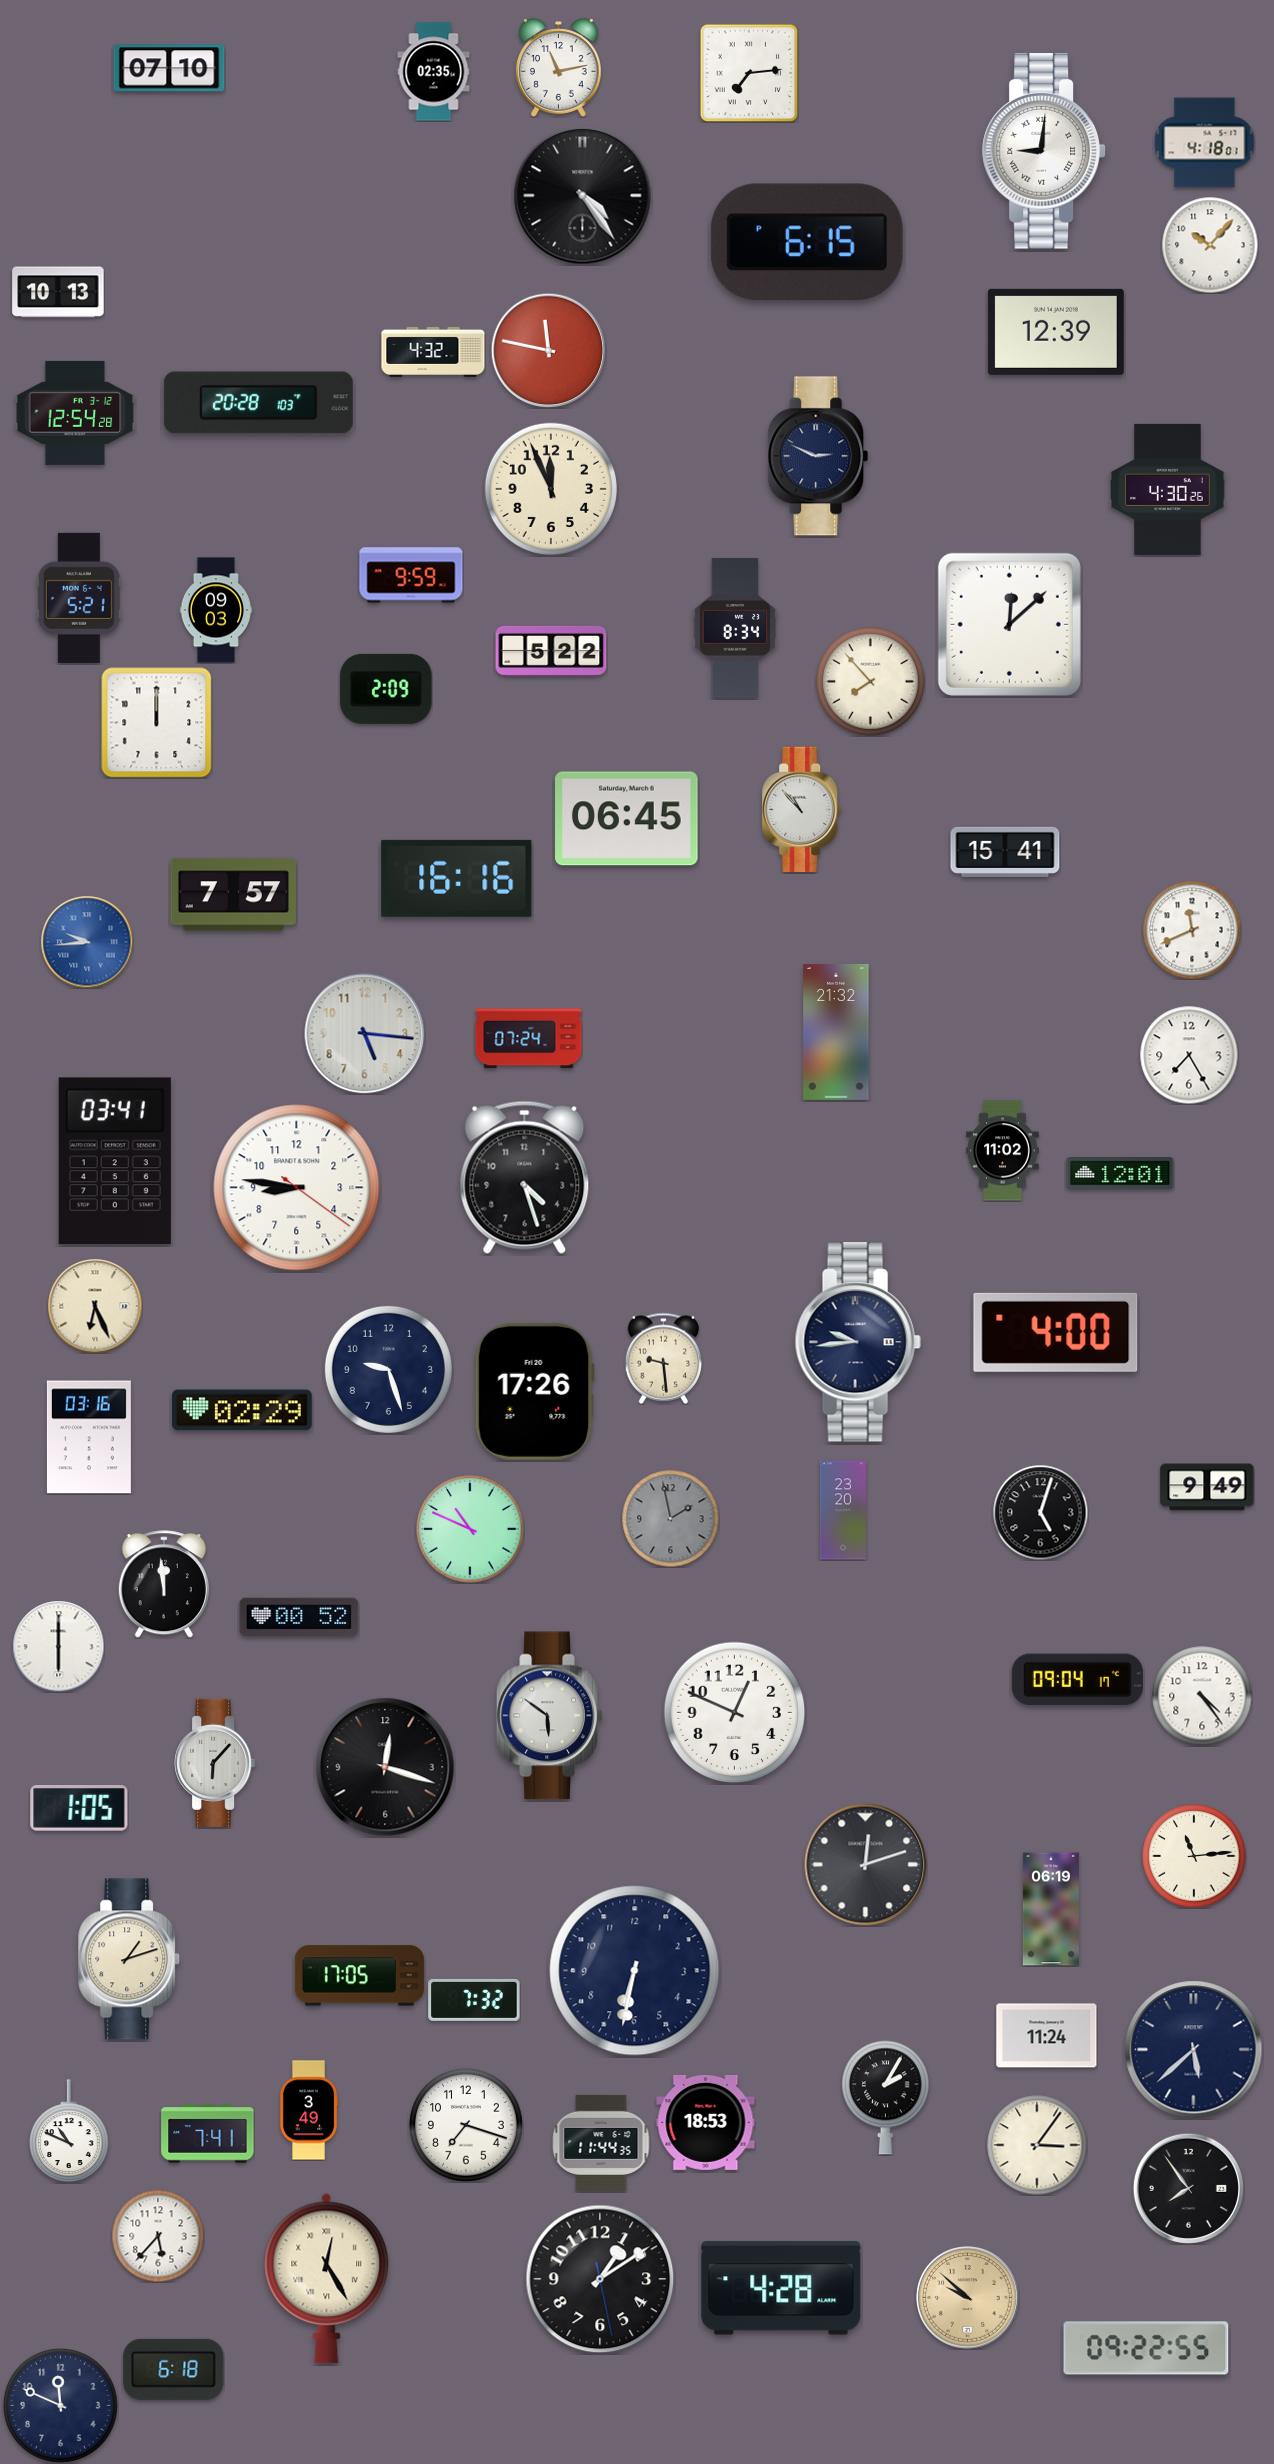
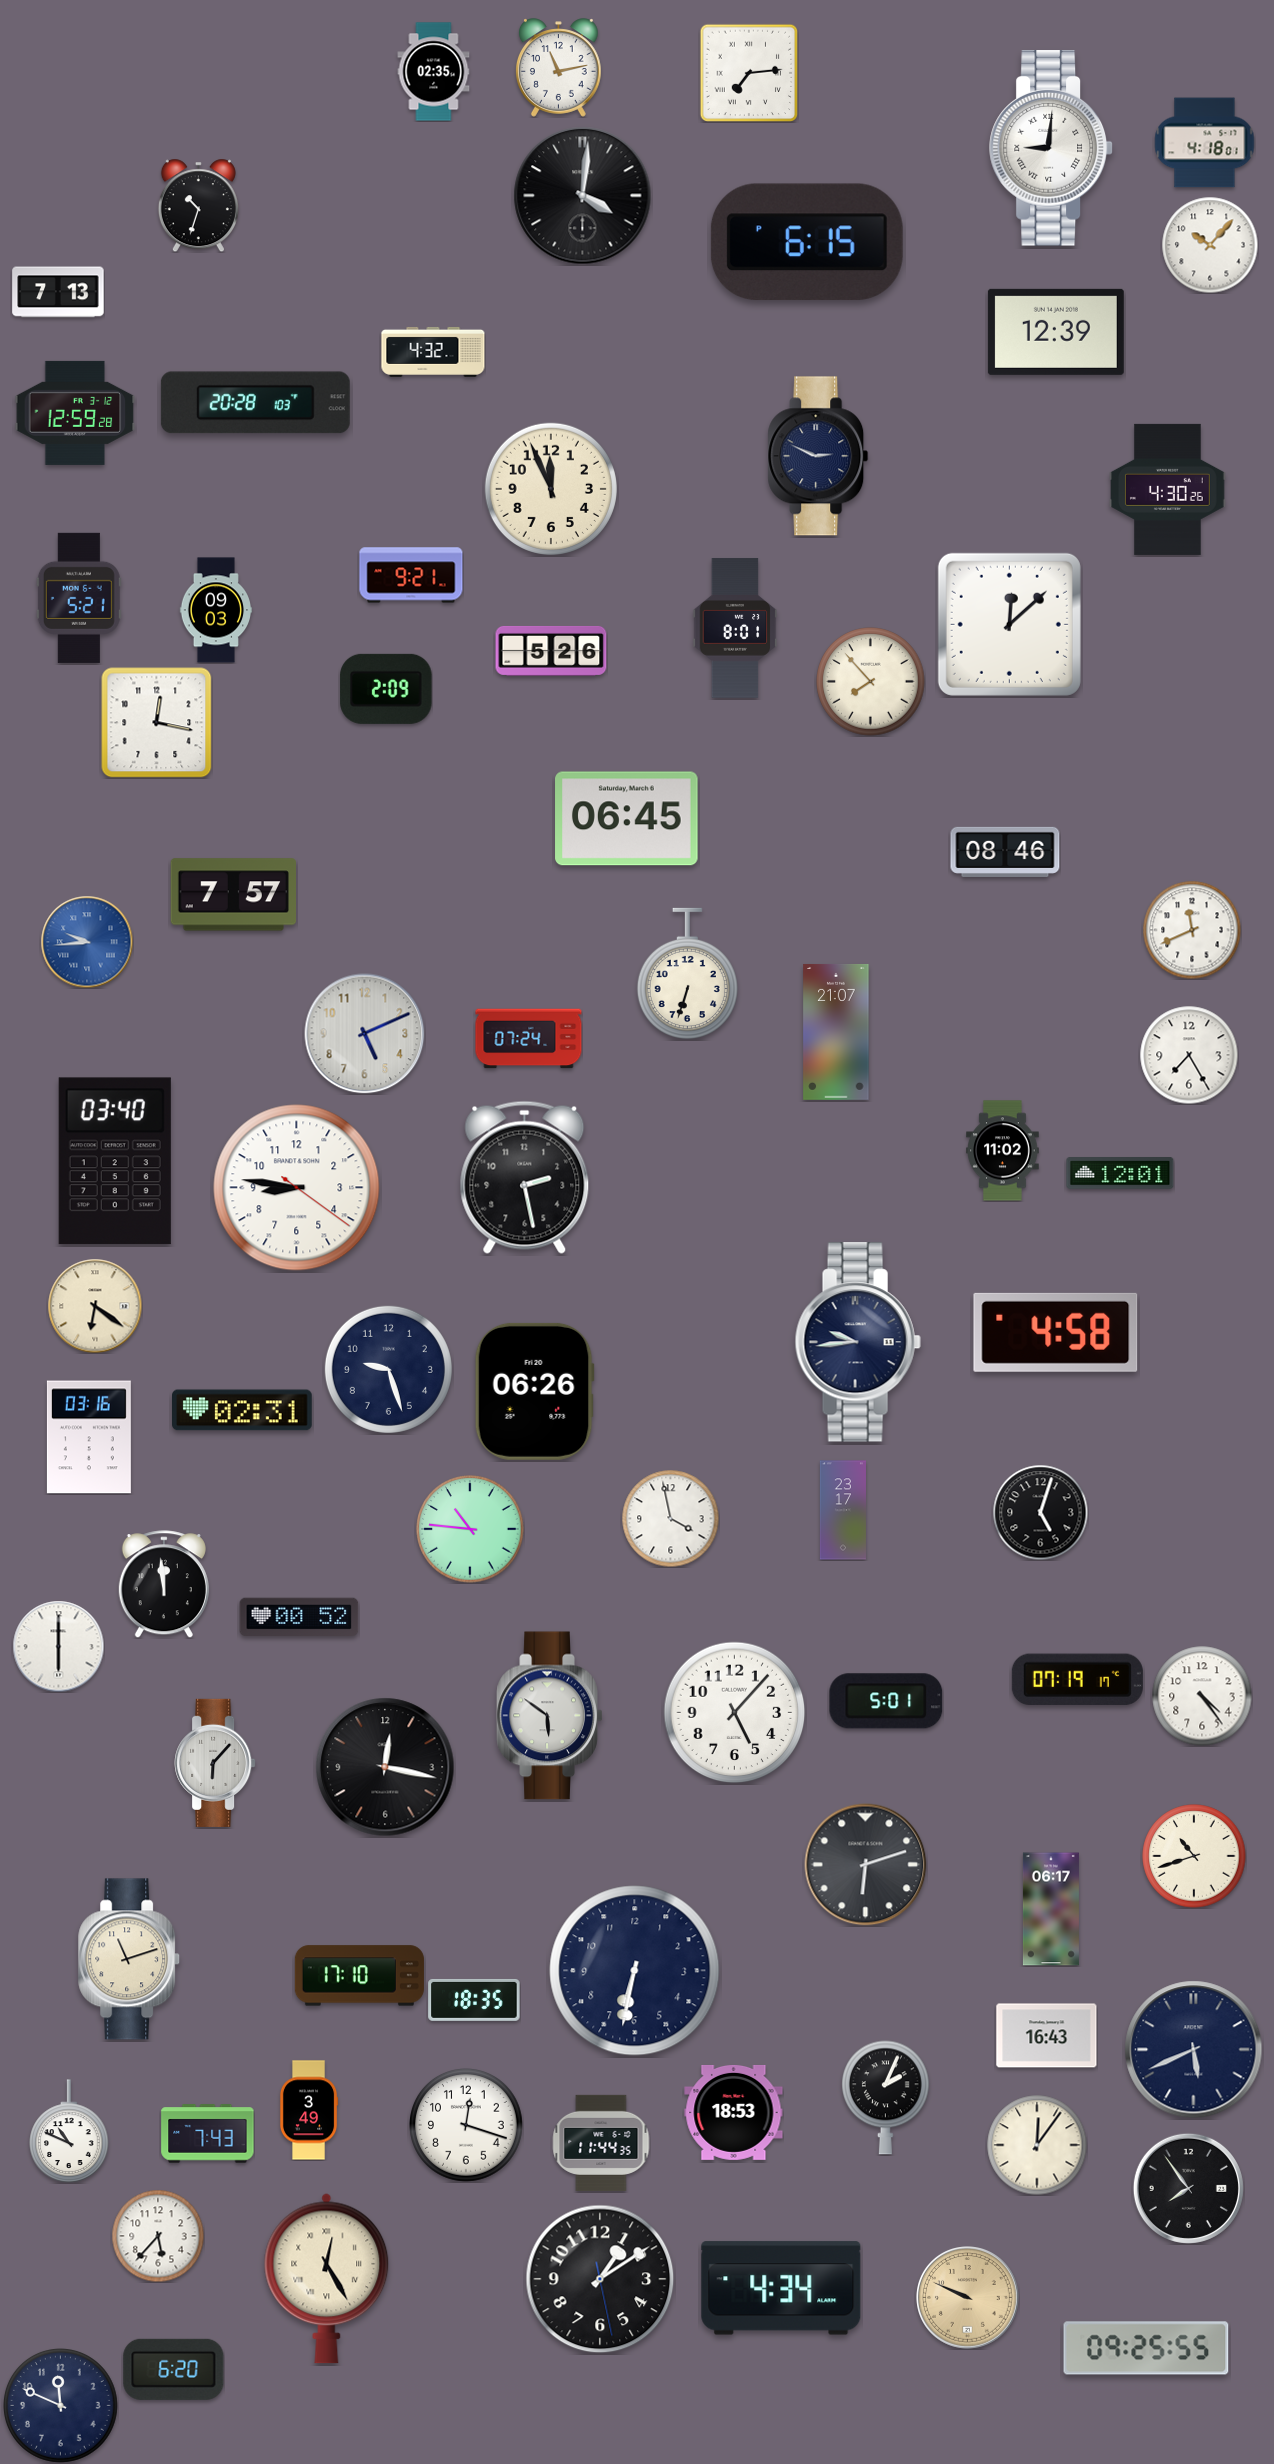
clock at (169, 68): 07:10 -> none
clock at (1044, 152) position: (1044, 152) -> (1051, 149)
clock at (583, 196): 4:24 -> 4:01
clock at (198, 205): none -> 10:33
clock at (58, 292): 10:13 -> 7:13
clock at (548, 350): 11:47 -> none
clock at (258, 403) position: (258, 403) -> (255, 403)
clock at (75, 413): 12:54 -> 12:59
clock at (411, 575): 9:59 -> 9:21
clock at (735, 628): 8:34 -> 8:01
clock at (551, 651): 5:22 -> 5:26
clock at (156, 723): 12:00 -> 12:17
clock at (802, 809): 10:53 -> none
clock at (1005, 852): 15:41 -> 08:46
clock at (457, 878): 16:16 -> none
clock at (687, 974): none -> 6:33
clock at (836, 1032): 21:32 -> 21:07
clock at (365, 1034): 5:16 -> 5:11
clock at (115, 1161): 03:41 -> 03:40
clock at (525, 1177): 4:27 -> 2:28
clock at (95, 1306): 6:26 -> 6:21
clock at (1056, 1332): 4:00 -> 4:58
clock at (663, 1358): 9:29 -> none
clock at (534, 1391): 17:26 -> 06:26
clock at (243, 1410): 02:29 -> 02:31
clock at (1207, 1487): 9:49 -> none
clock at (843, 1510): 23:20 -> 23:17
clock at (670, 1518): 1:58 -> 3:58
clock at (670, 1518) dial: grey -> white
clock at (470, 1529): 10:49 -> 10:46
clock at (1077, 1680): 09:04 -> 07:19
clock at (886, 1701): none -> 5:01
clock at (735, 1713): 12:49 -> 5:07
clock at (385, 1767): 12:18 -> 12:17
clock at (79, 1809): 1:05 -> none
clock at (1194, 1856): 11:14 -> 10:42
clock at (866, 1865): 12:12 -> 6:12
clock at (1051, 1909): 06:19 -> 06:17
clock at (130, 1959): 1:12 -> 11:12
clock at (359, 1976): 17:05 -> 17:10
clock at (474, 2000): 7:32 -> 18:35
clock at (1047, 2036): 11:24 -> 16:43
clock at (1194, 2050): 5:38 -> 5:41
clock at (885, 2098): 2:05 -> 2:04
clock at (706, 2122) position: (706, 2122) -> (734, 2112)
clock at (467, 2126): 7:18 -> 12:18
clock at (208, 2134): 7:41 -> 7:43
clock at (1037, 2145): 3:06 -> 12:06
clock at (781, 2288): 4:28 -> 4:34
clock at (968, 2298): 9:52 -> 9:49
clock at (1146, 2348): 09:22 -> 09:25
clock at (174, 2369): 6:18 -> 6:20
